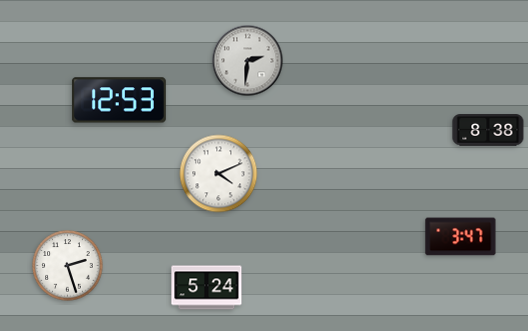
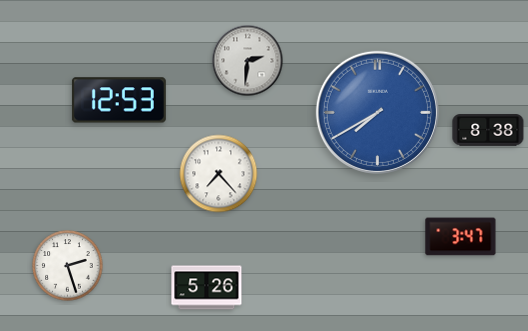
clock at (377, 112): none -> 7:40
clock at (219, 174): 4:11 -> 7:23
clock at (207, 288): 5:24 -> 5:26
